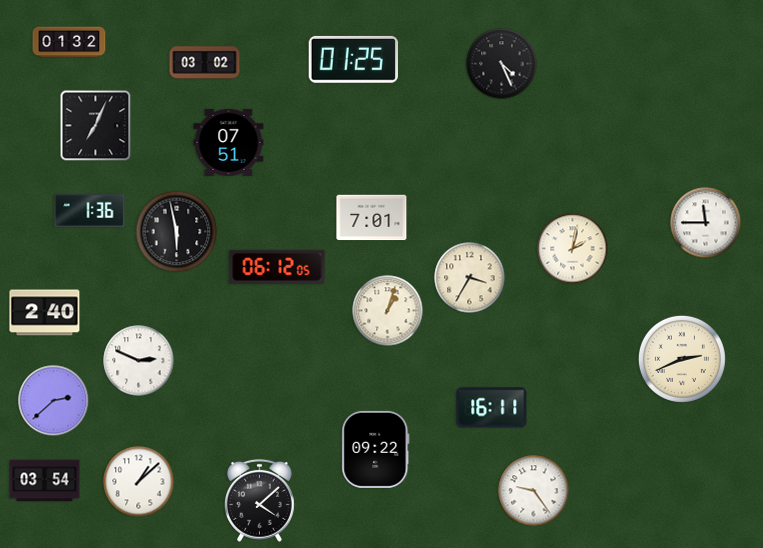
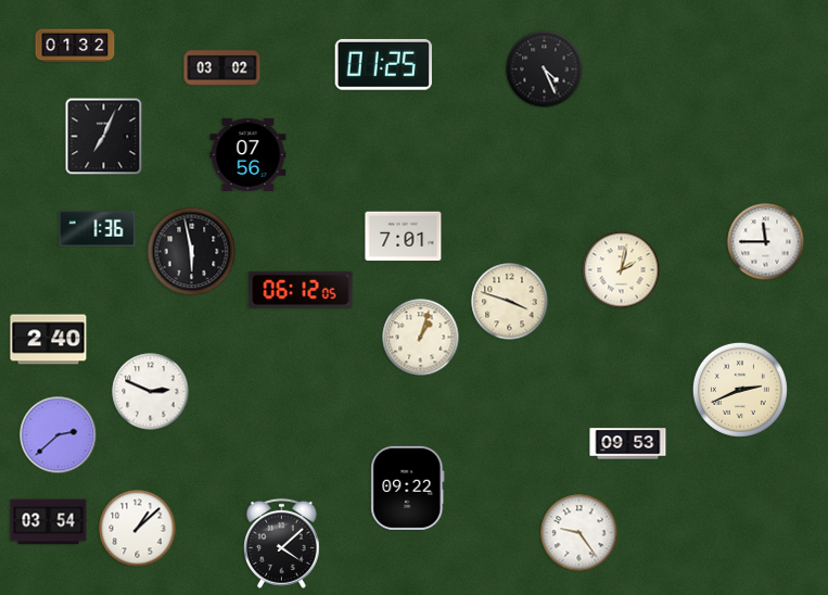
clock at (229, 142): 07:51 -> 07:56
clock at (470, 278): 3:35 -> 3:48
clock at (492, 408): 16:11 -> none
clock at (628, 444): none -> 09:53
clock at (139, 482) position: (139, 482) -> (138, 529)
